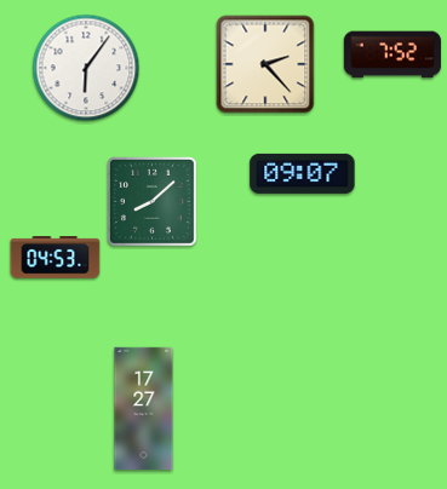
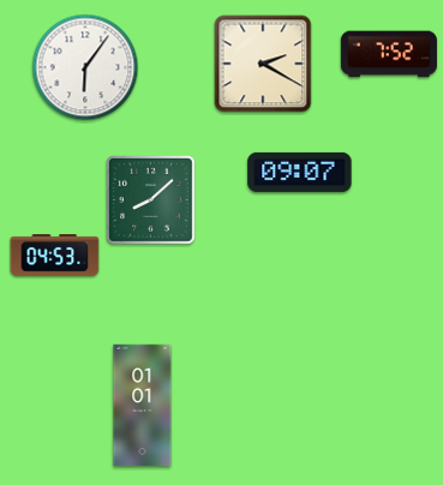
clock at (265, 64): 2:23 -> 2:20
clock at (144, 409): 17:27 -> 01:01
